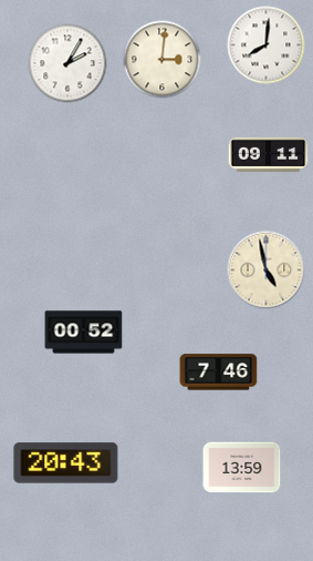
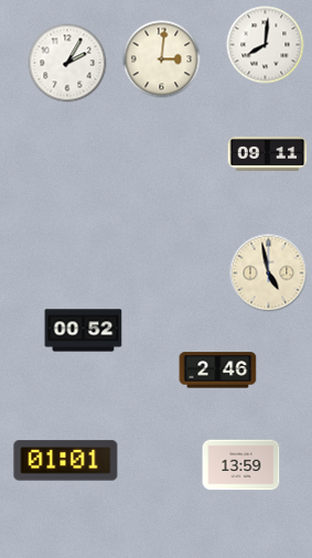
clock at (267, 271) position: (267, 271) -> (269, 273)
clock at (219, 373): 7:46 -> 2:46
clock at (66, 463): 20:43 -> 01:01
